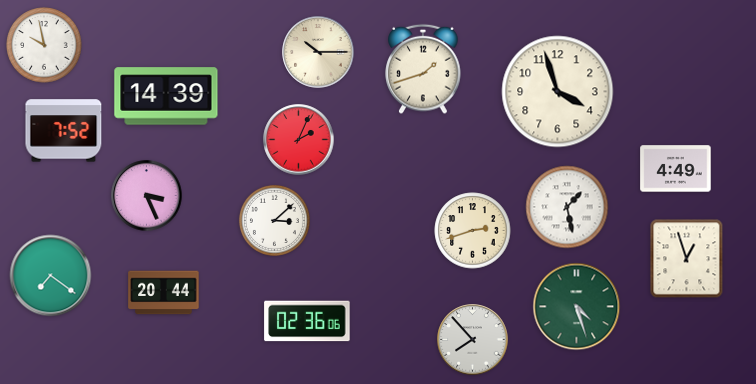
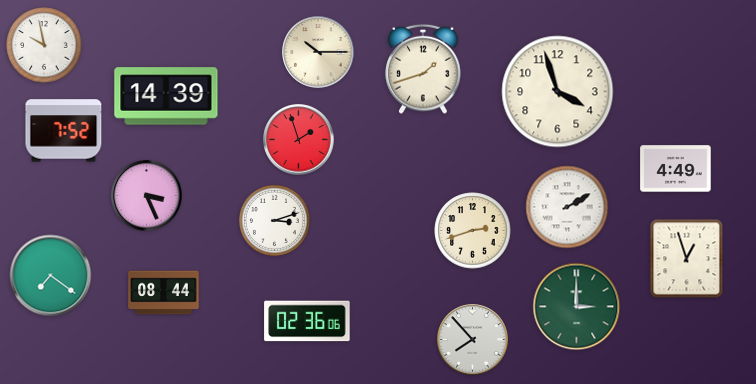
clock at (299, 140): 2:04 -> 1:57
clock at (567, 207): 1:28 -> 2:10
clock at (274, 220): 3:08 -> 3:12
clock at (164, 293): 20:44 -> 08:44
clock at (577, 307): 4:27 -> 3:00
